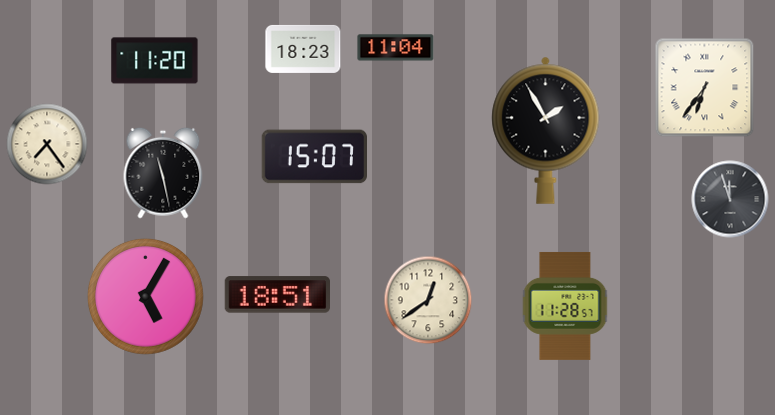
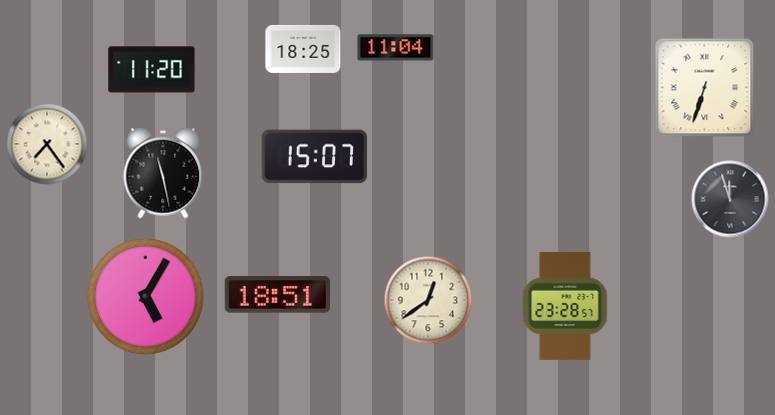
clock at (303, 49): 18:23 -> 18:25
clock at (155, 61) position: (155, 61) -> (152, 70)
clock at (705, 88): 6:36 -> 6:33
clock at (546, 130): 1:55 -> none
clock at (565, 306): 11:28 -> 23:28
